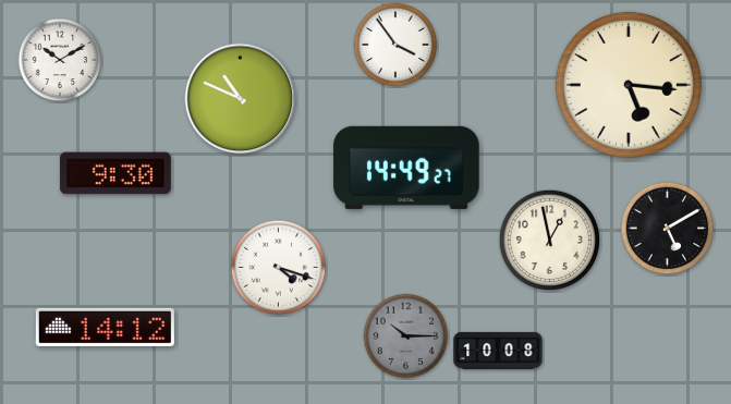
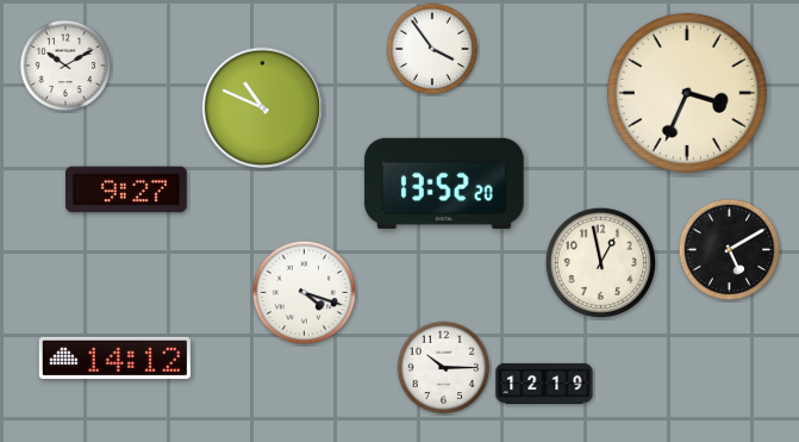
clock at (629, 85): 5:16 -> 3:34
clock at (406, 168): 14:49 -> 13:52
clock at (115, 173): 9:30 -> 9:27
clock at (406, 336) dial: grey -> white
clock at (498, 351): 10:08 -> 12:19
